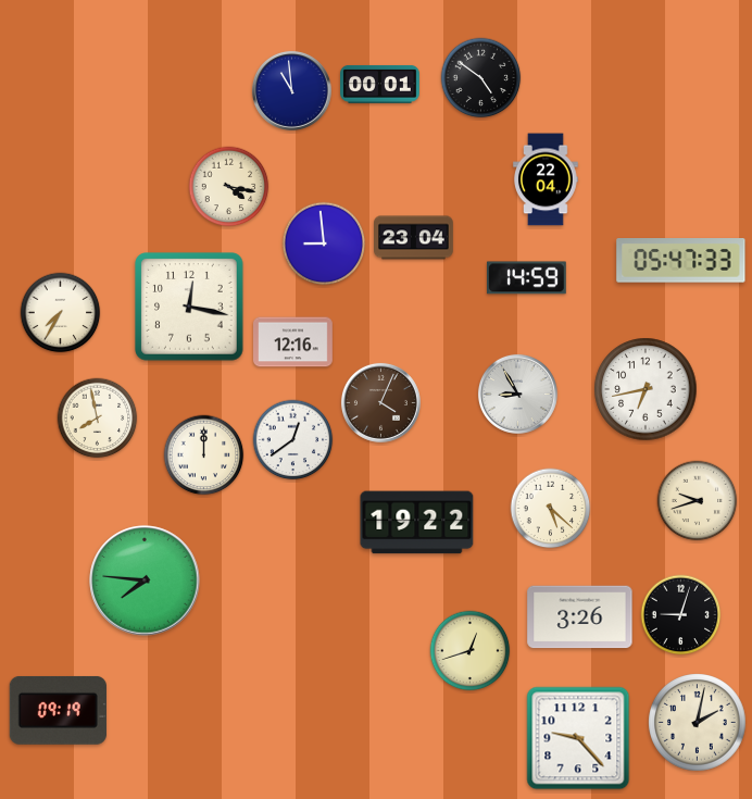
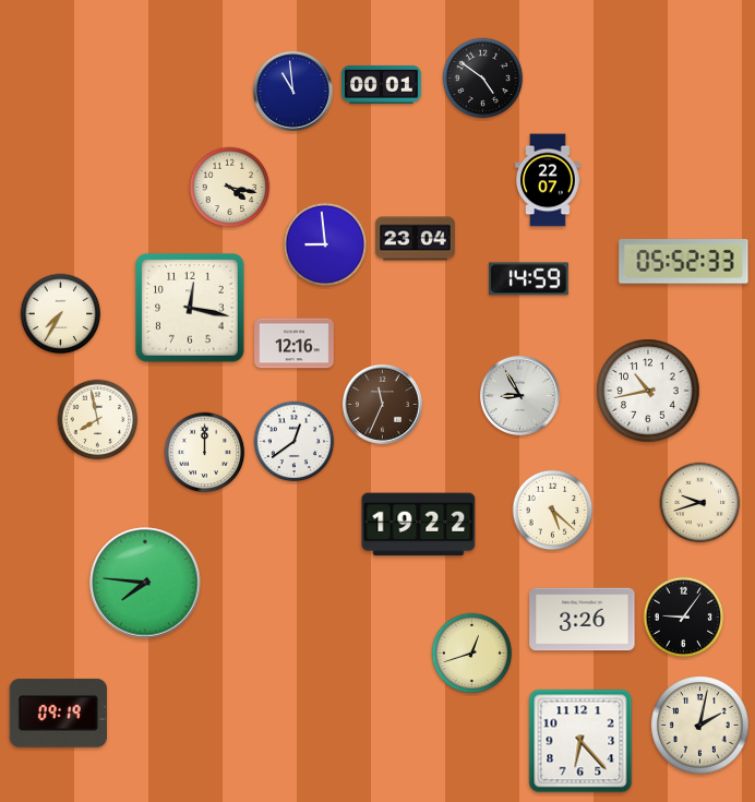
clock at (546, 179): 22:04 -> 22:07
clock at (681, 261): 05:47 -> 05:52
clock at (646, 389): 6:43 -> 10:43
clock at (380, 402): 4:04 -> 11:34
clock at (204, 455) position: (204, 455) -> (205, 453)
clock at (681, 615): 9:03 -> 9:06
clock at (578, 738): 9:23 -> 6:23
